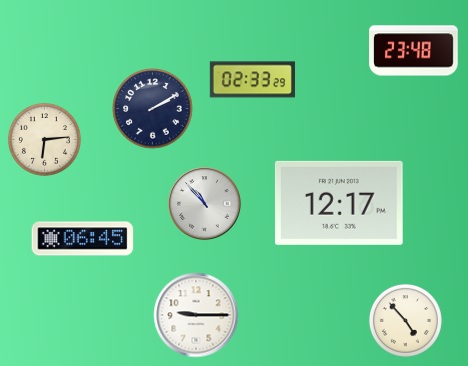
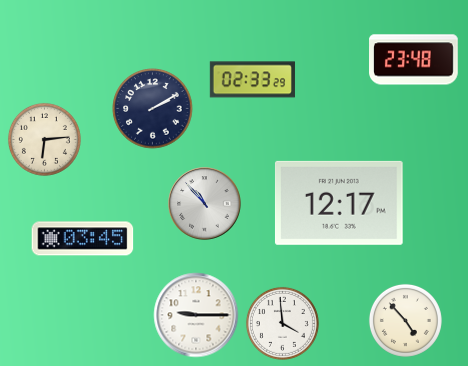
clock at (414, 51) position: (414, 51) -> (414, 60)
clock at (83, 239): 06:45 -> 03:45
clock at (282, 323): none -> 3:59
